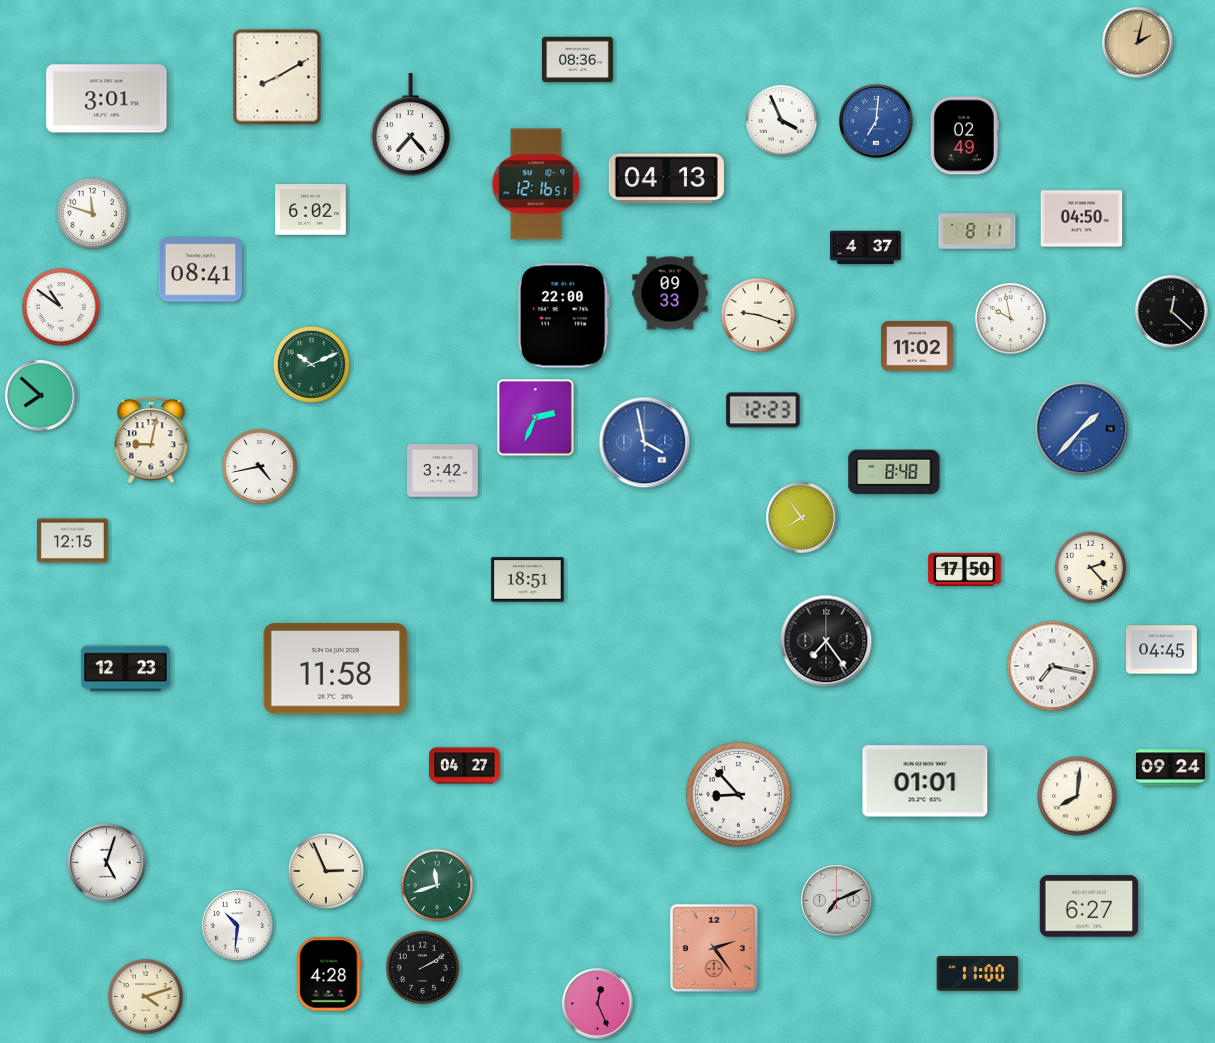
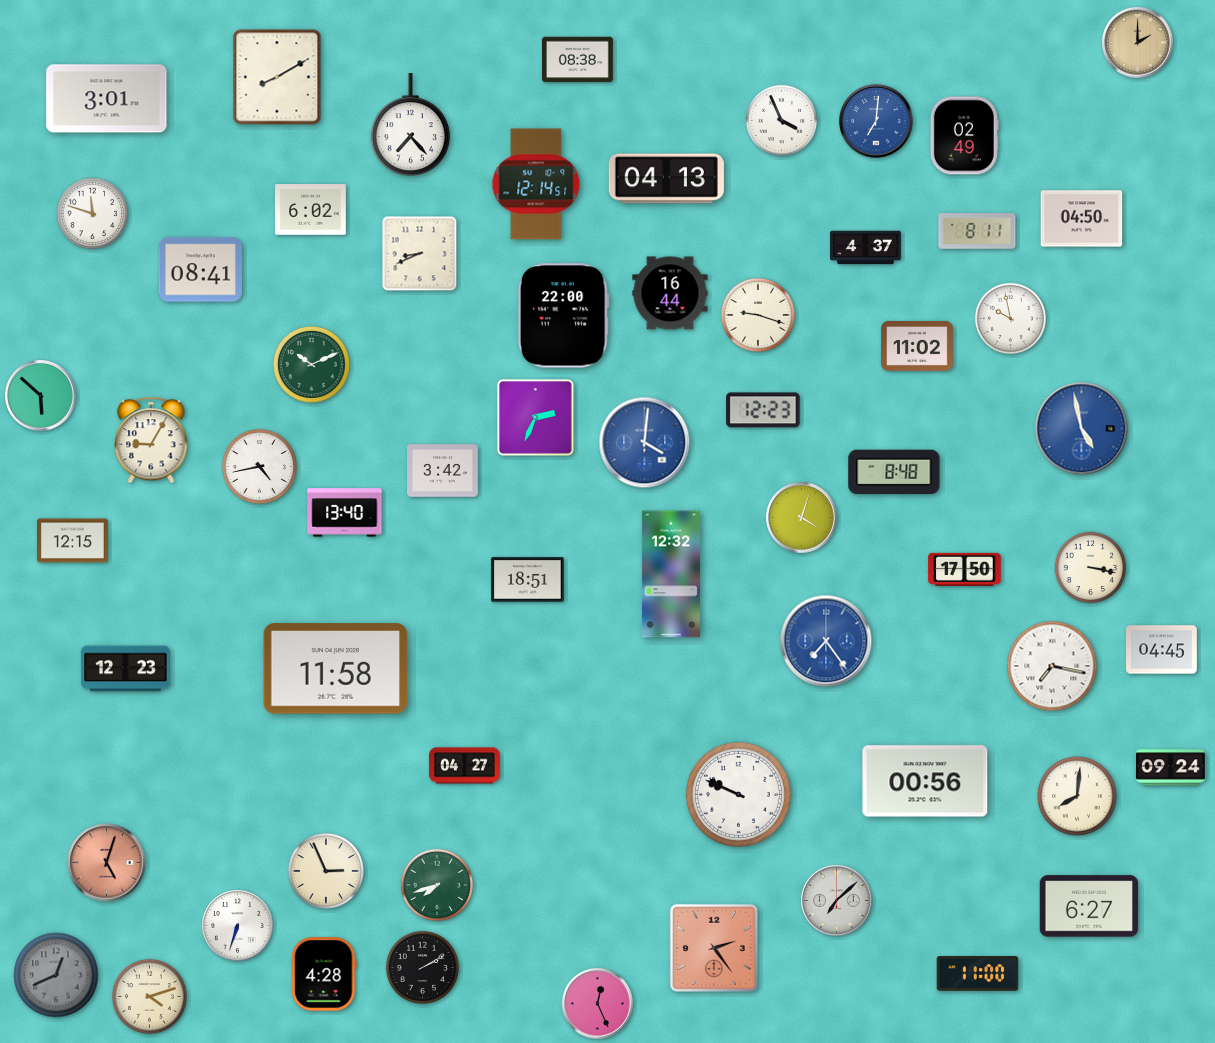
clock at (1138, 43): 2:02 -> 2:00
clock at (578, 60): 08:36 -> 08:38
clock at (536, 184): 12:16 -> 12:14
clock at (420, 254): none -> 8:41
clock at (670, 293): 09:33 -> 16:44
clock at (62, 308): 10:51 -> none
clock at (1172, 312): 12:22 -> none
clock at (41, 396): 7:52 -> 5:52
clock at (1082, 429): 1:37 -> 4:58
clock at (151, 440): 9:02 -> 9:05
clock at (645, 443): 3:58 -> 4:01
clock at (345, 513): none -> 13:40
clock at (802, 518): 7:54 -> 4:03
clock at (1091, 568): 2:23 -> 3:17
clock at (671, 574): none -> 12:32
clock at (826, 641) dial: black -> blue
clock at (925, 781): 01:01 -> 00:56
clock at (738, 794): 8:53 -> 9:49
clock at (107, 863) dial: white -> salmon
clock at (436, 884): 11:42 -> 7:42
clock at (837, 901): 7:11 -> 7:08
clock at (238, 926): 10:31 -> 6:33
clock at (329, 974) position: (329, 974) -> (324, 974)
clock at (56, 975): none -> 12:41
clock at (145, 996) position: (145, 996) -> (149, 996)
